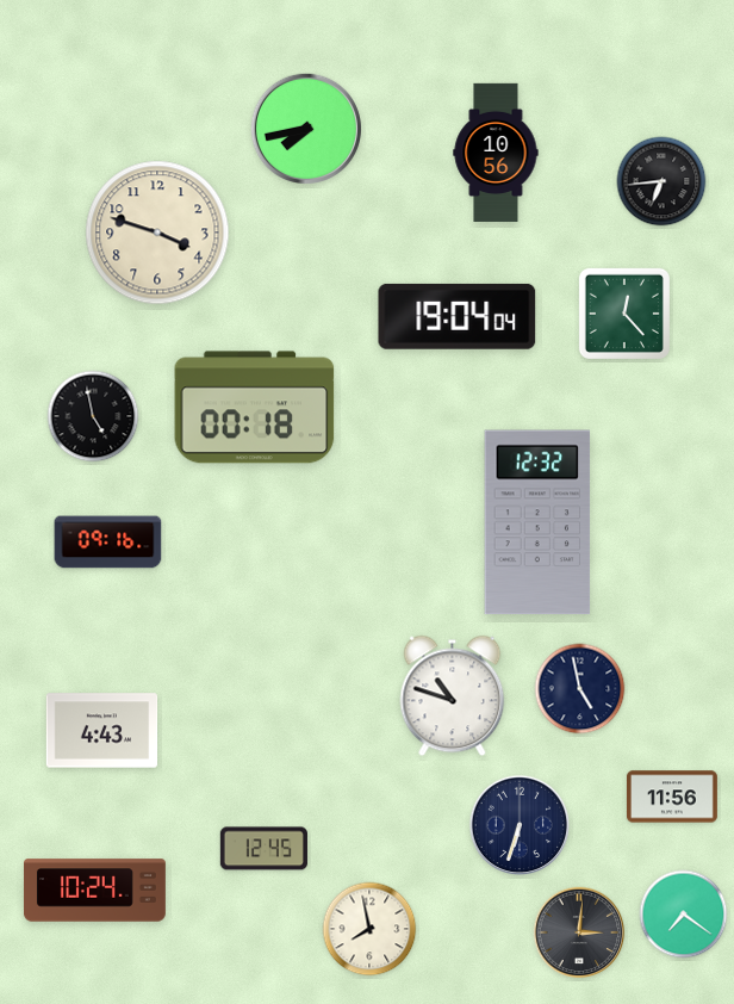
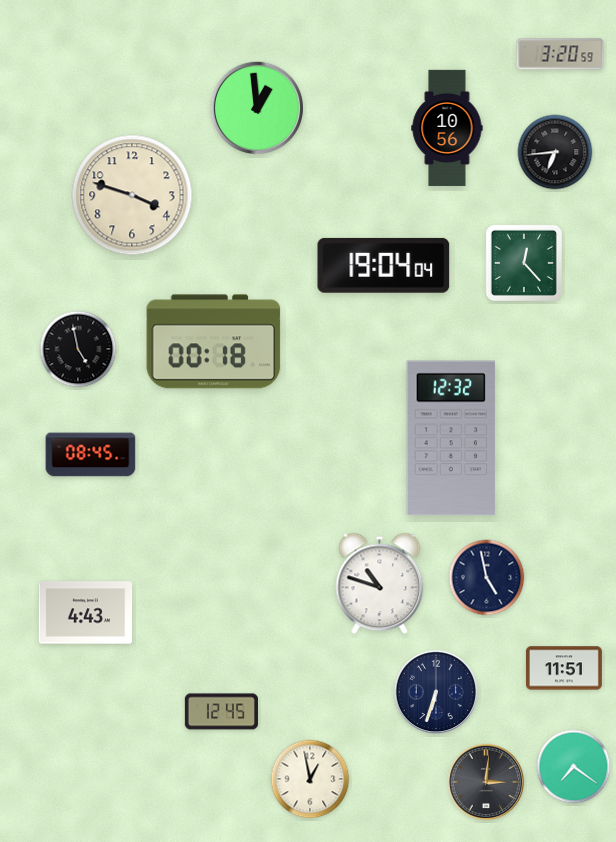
clock at (560, 54): none -> 3:20
clock at (305, 128): 7:43 -> 12:59
clock at (496, 153) position: (496, 153) -> (447, 128)
clock at (108, 543): 09:16 -> 08:45
clock at (672, 797): 11:56 -> 11:51
clock at (94, 891): 10:24 -> none
clock at (369, 929): 7:58 -> 12:58
